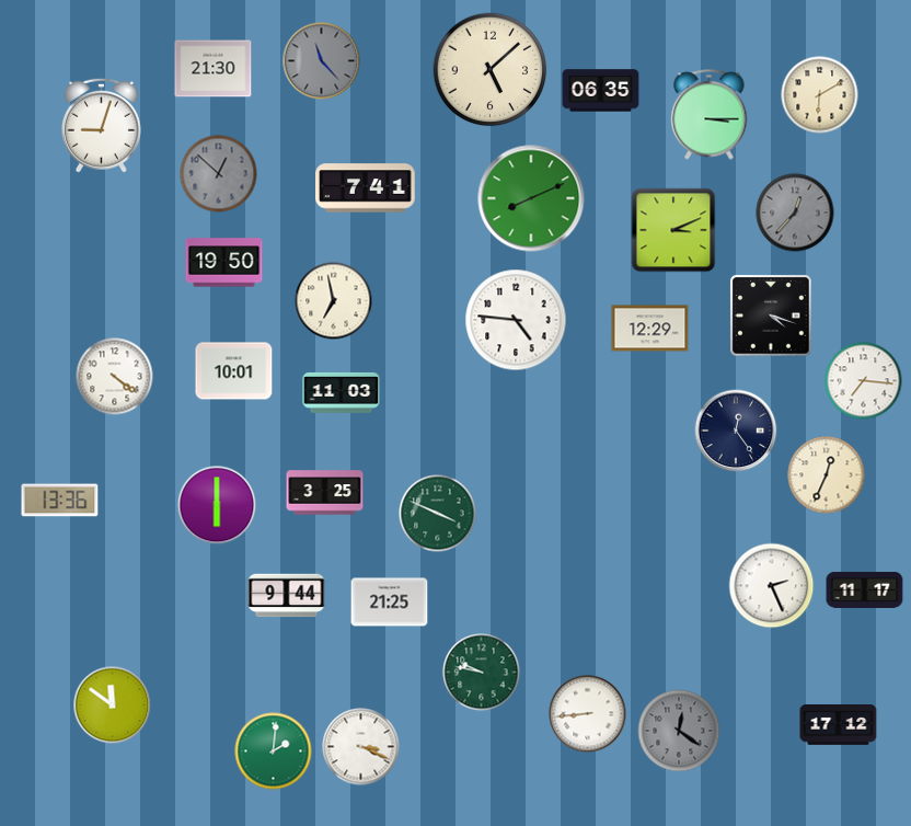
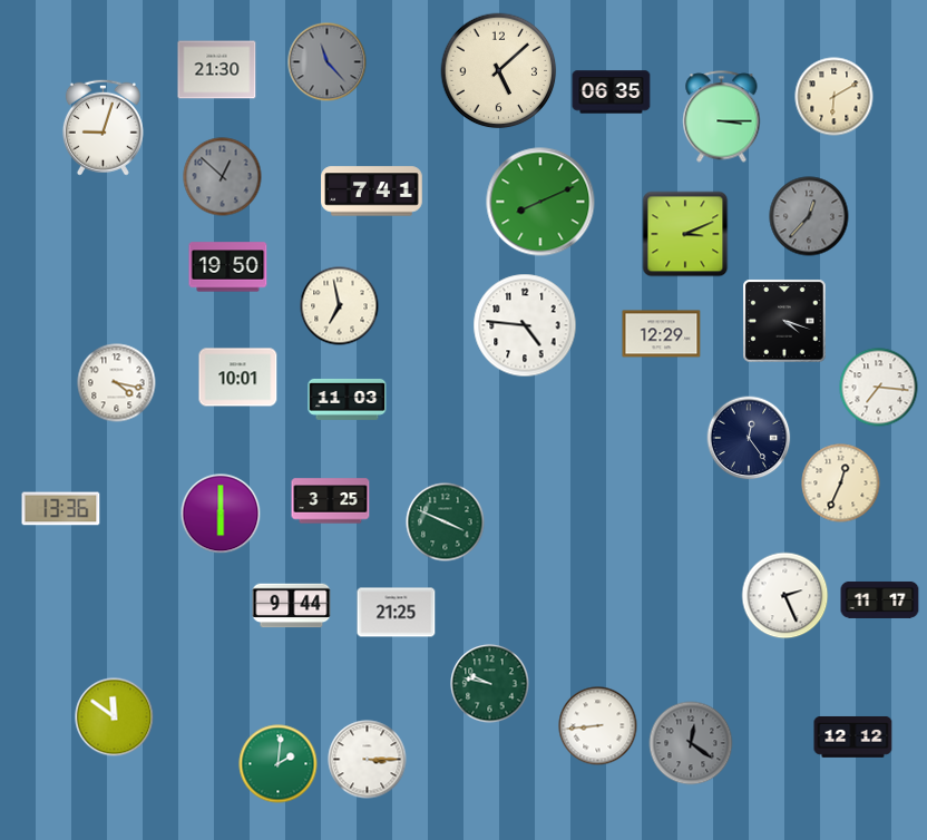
clock at (115, 377): 4:21 -> 4:17
clock at (839, 724): 17:12 -> 12:12
clock at (361, 747): 3:19 -> 3:15
